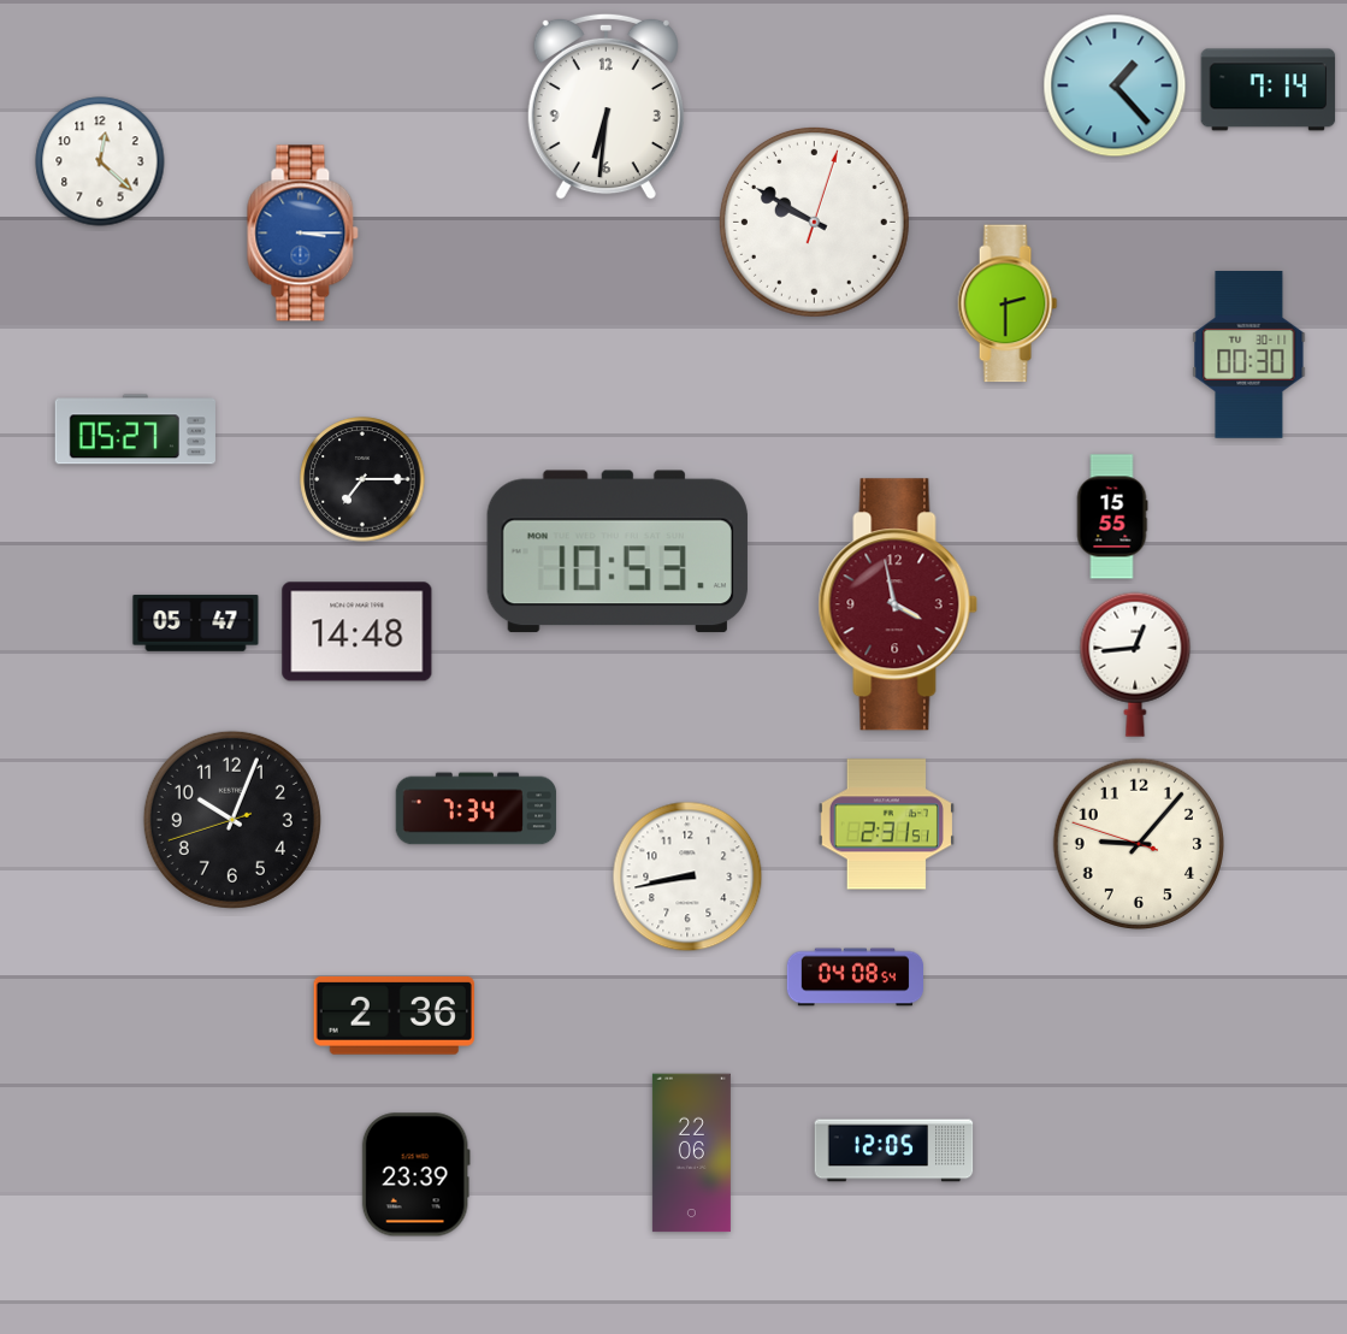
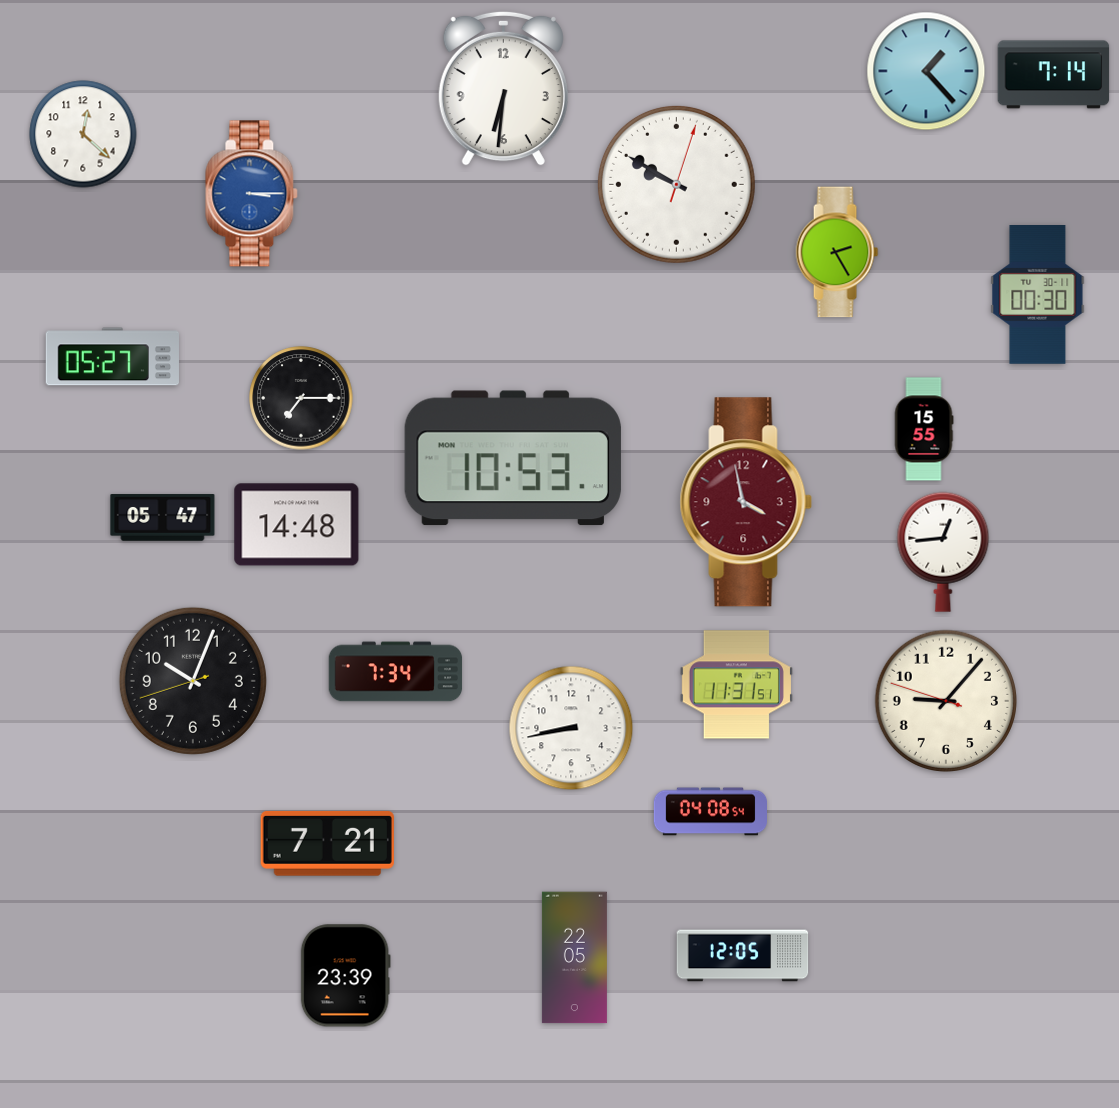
clock at (1008, 303): 2:30 -> 2:25
clock at (886, 825): 2:31 -> 11:31
clock at (394, 1015): 2:36 -> 7:21
clock at (691, 1153): 22:06 -> 22:05
